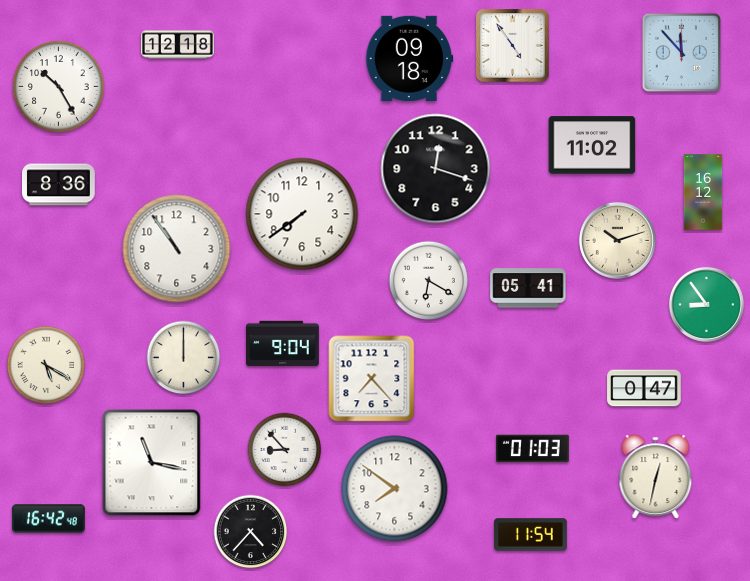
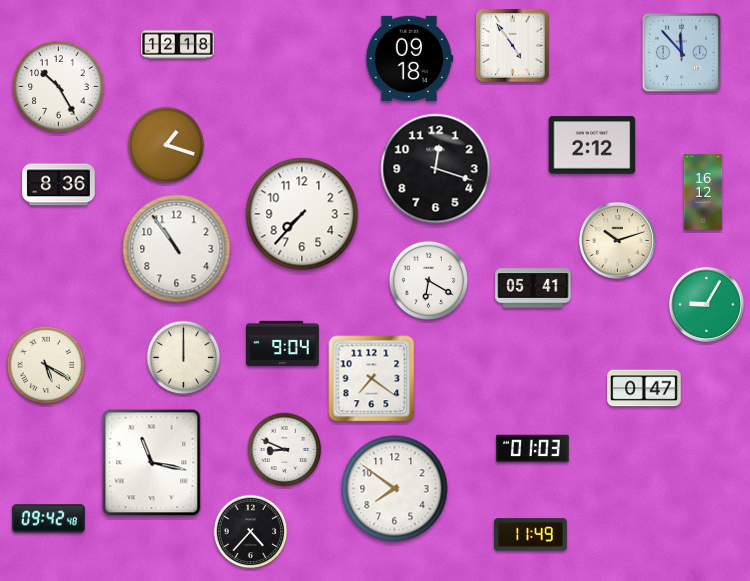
clock at (166, 145): none -> 1:18
clock at (592, 145): 11:02 -> 2:12
clock at (302, 214): 7:39 -> 7:37
clock at (528, 288) position: (528, 288) -> (533, 288)
clock at (706, 304): 8:54 -> 9:05
clock at (372, 379): 7:23 -> 7:21
clock at (285, 450): 8:53 -> 8:49
clock at (656, 477): 12:32 -> none
clock at (49, 519): 16:42 -> 09:42
clock at (531, 535): 11:54 -> 11:49
